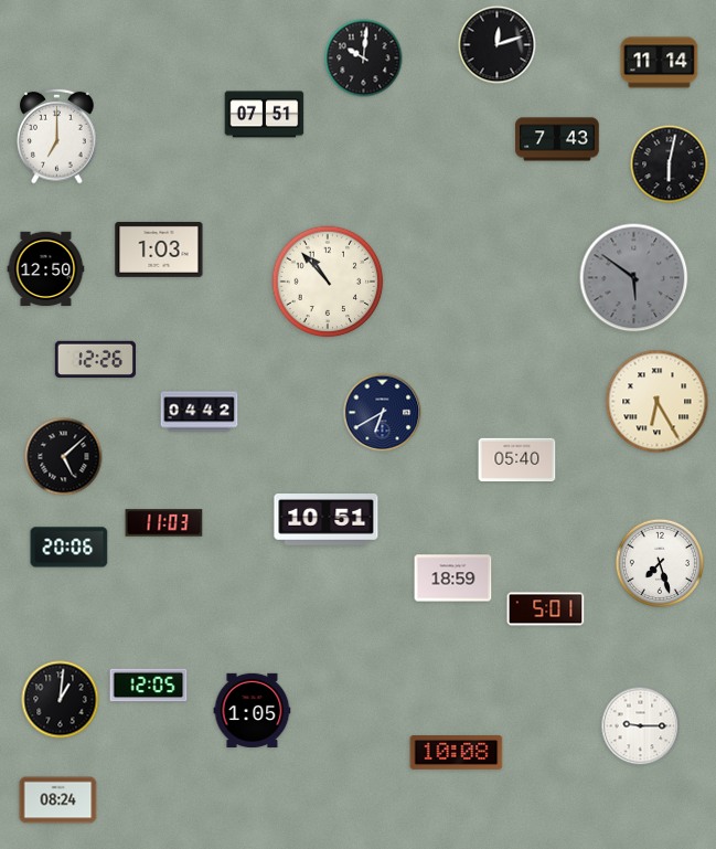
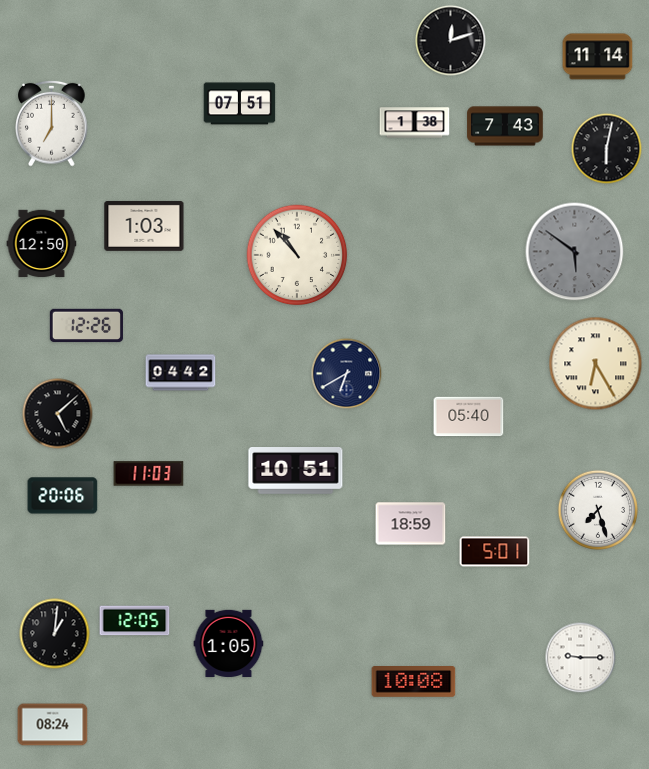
clock at (364, 59): 10:01 -> none
clock at (415, 123): none -> 1:38
